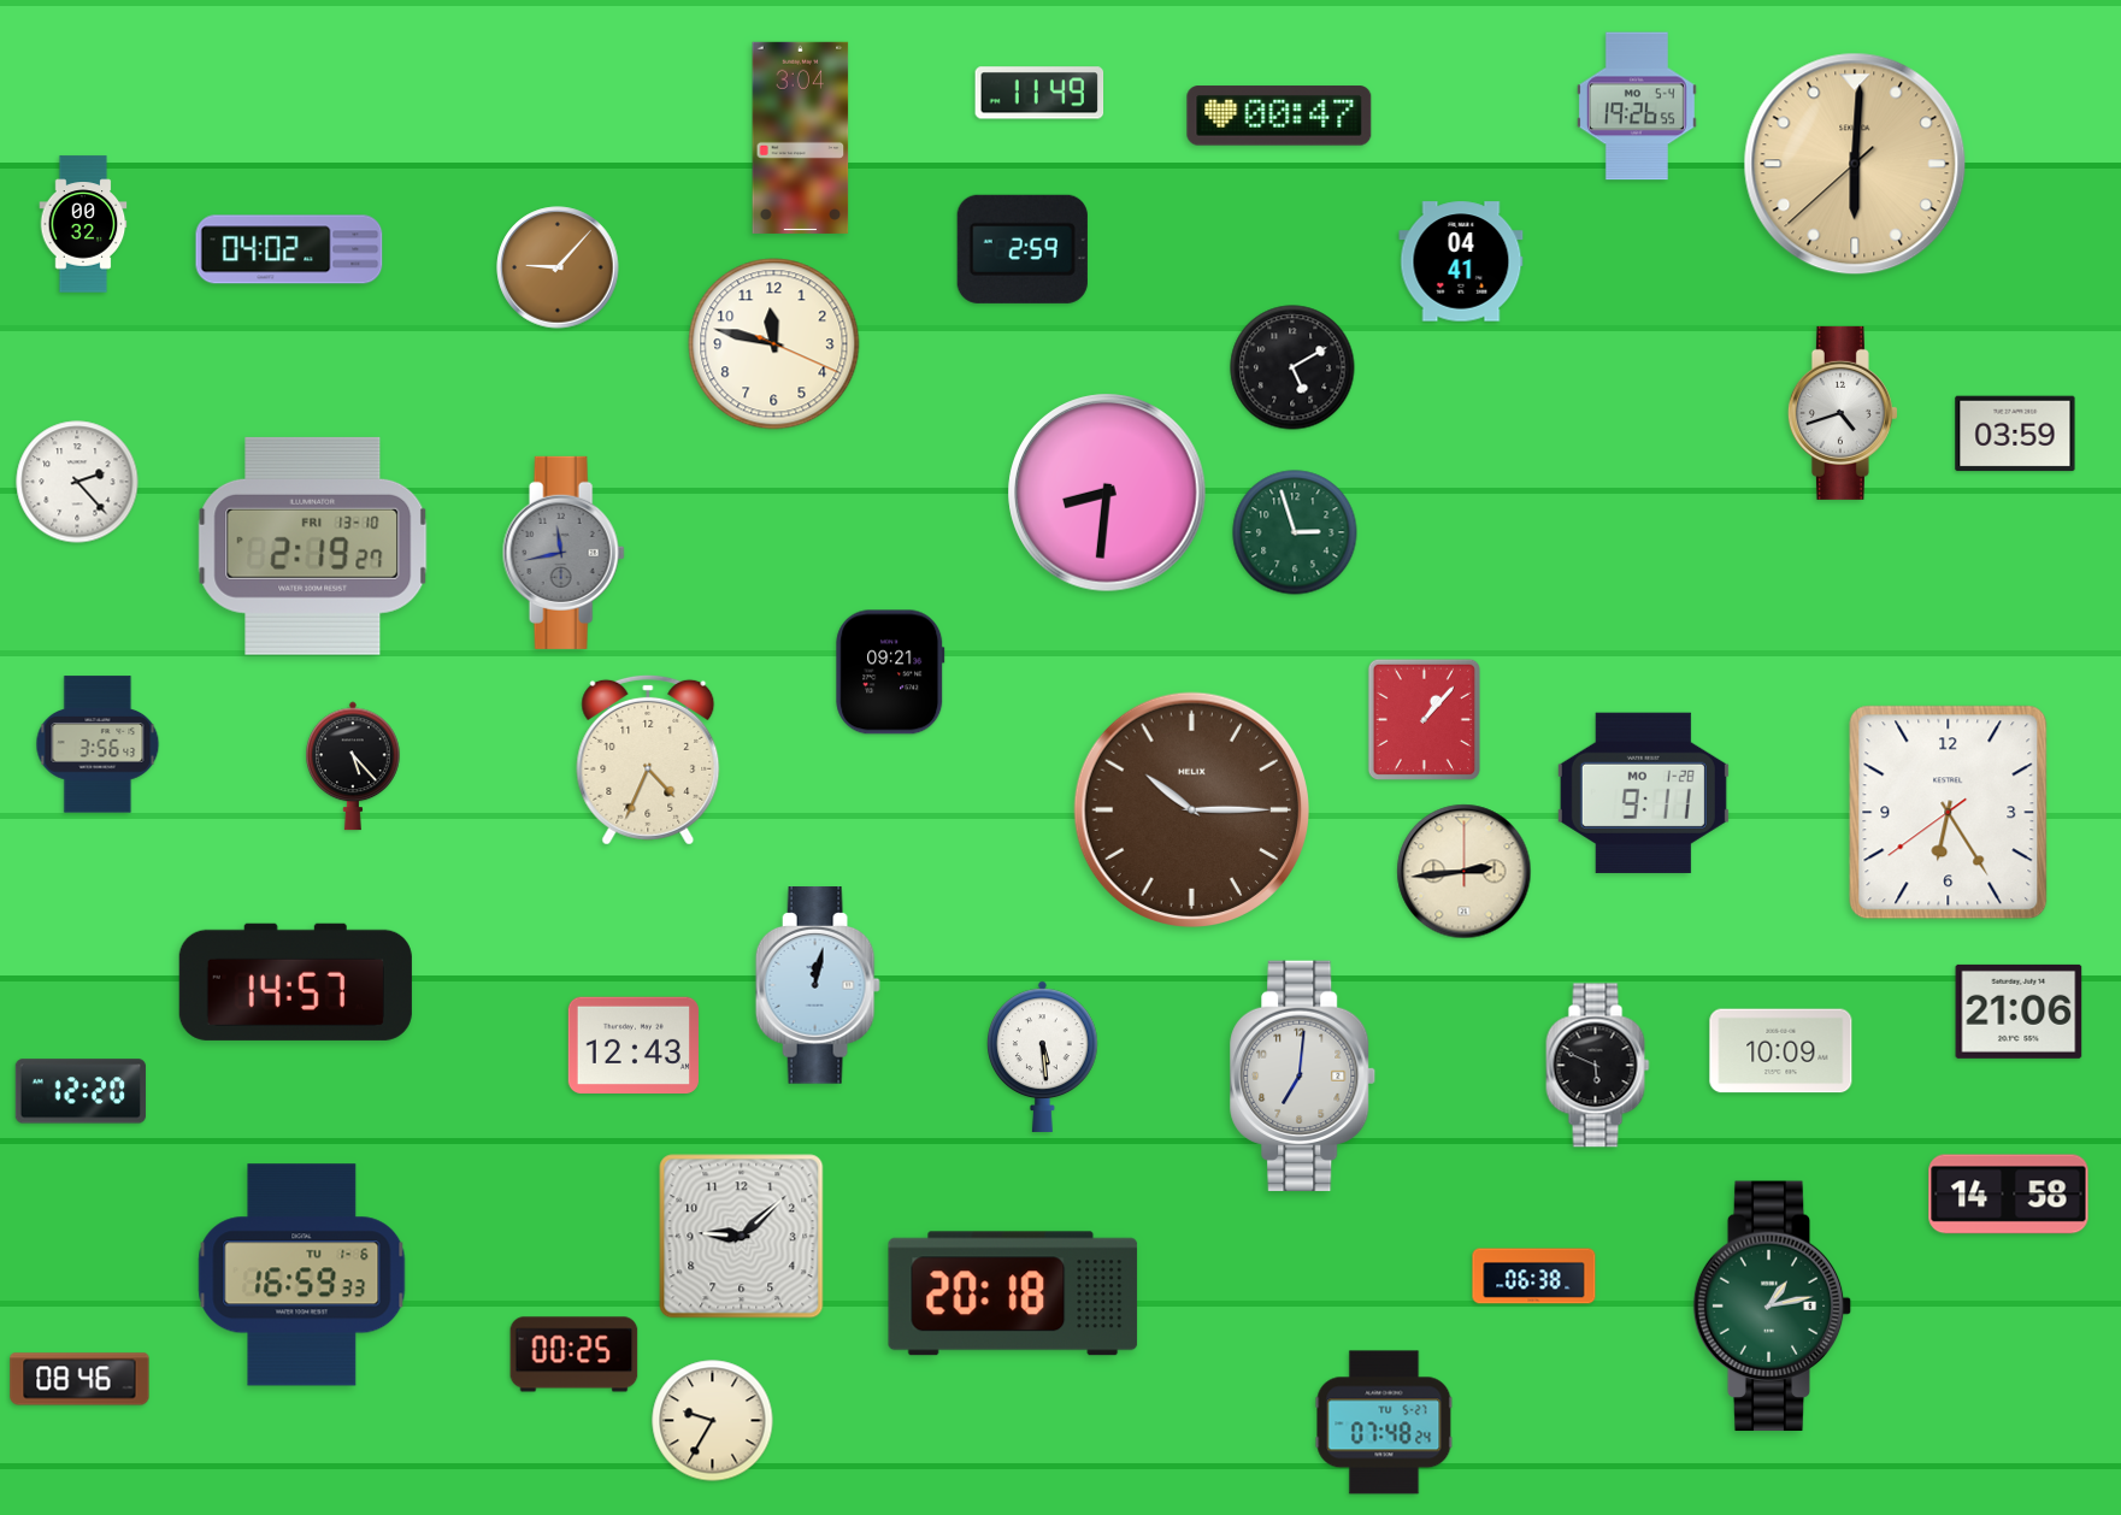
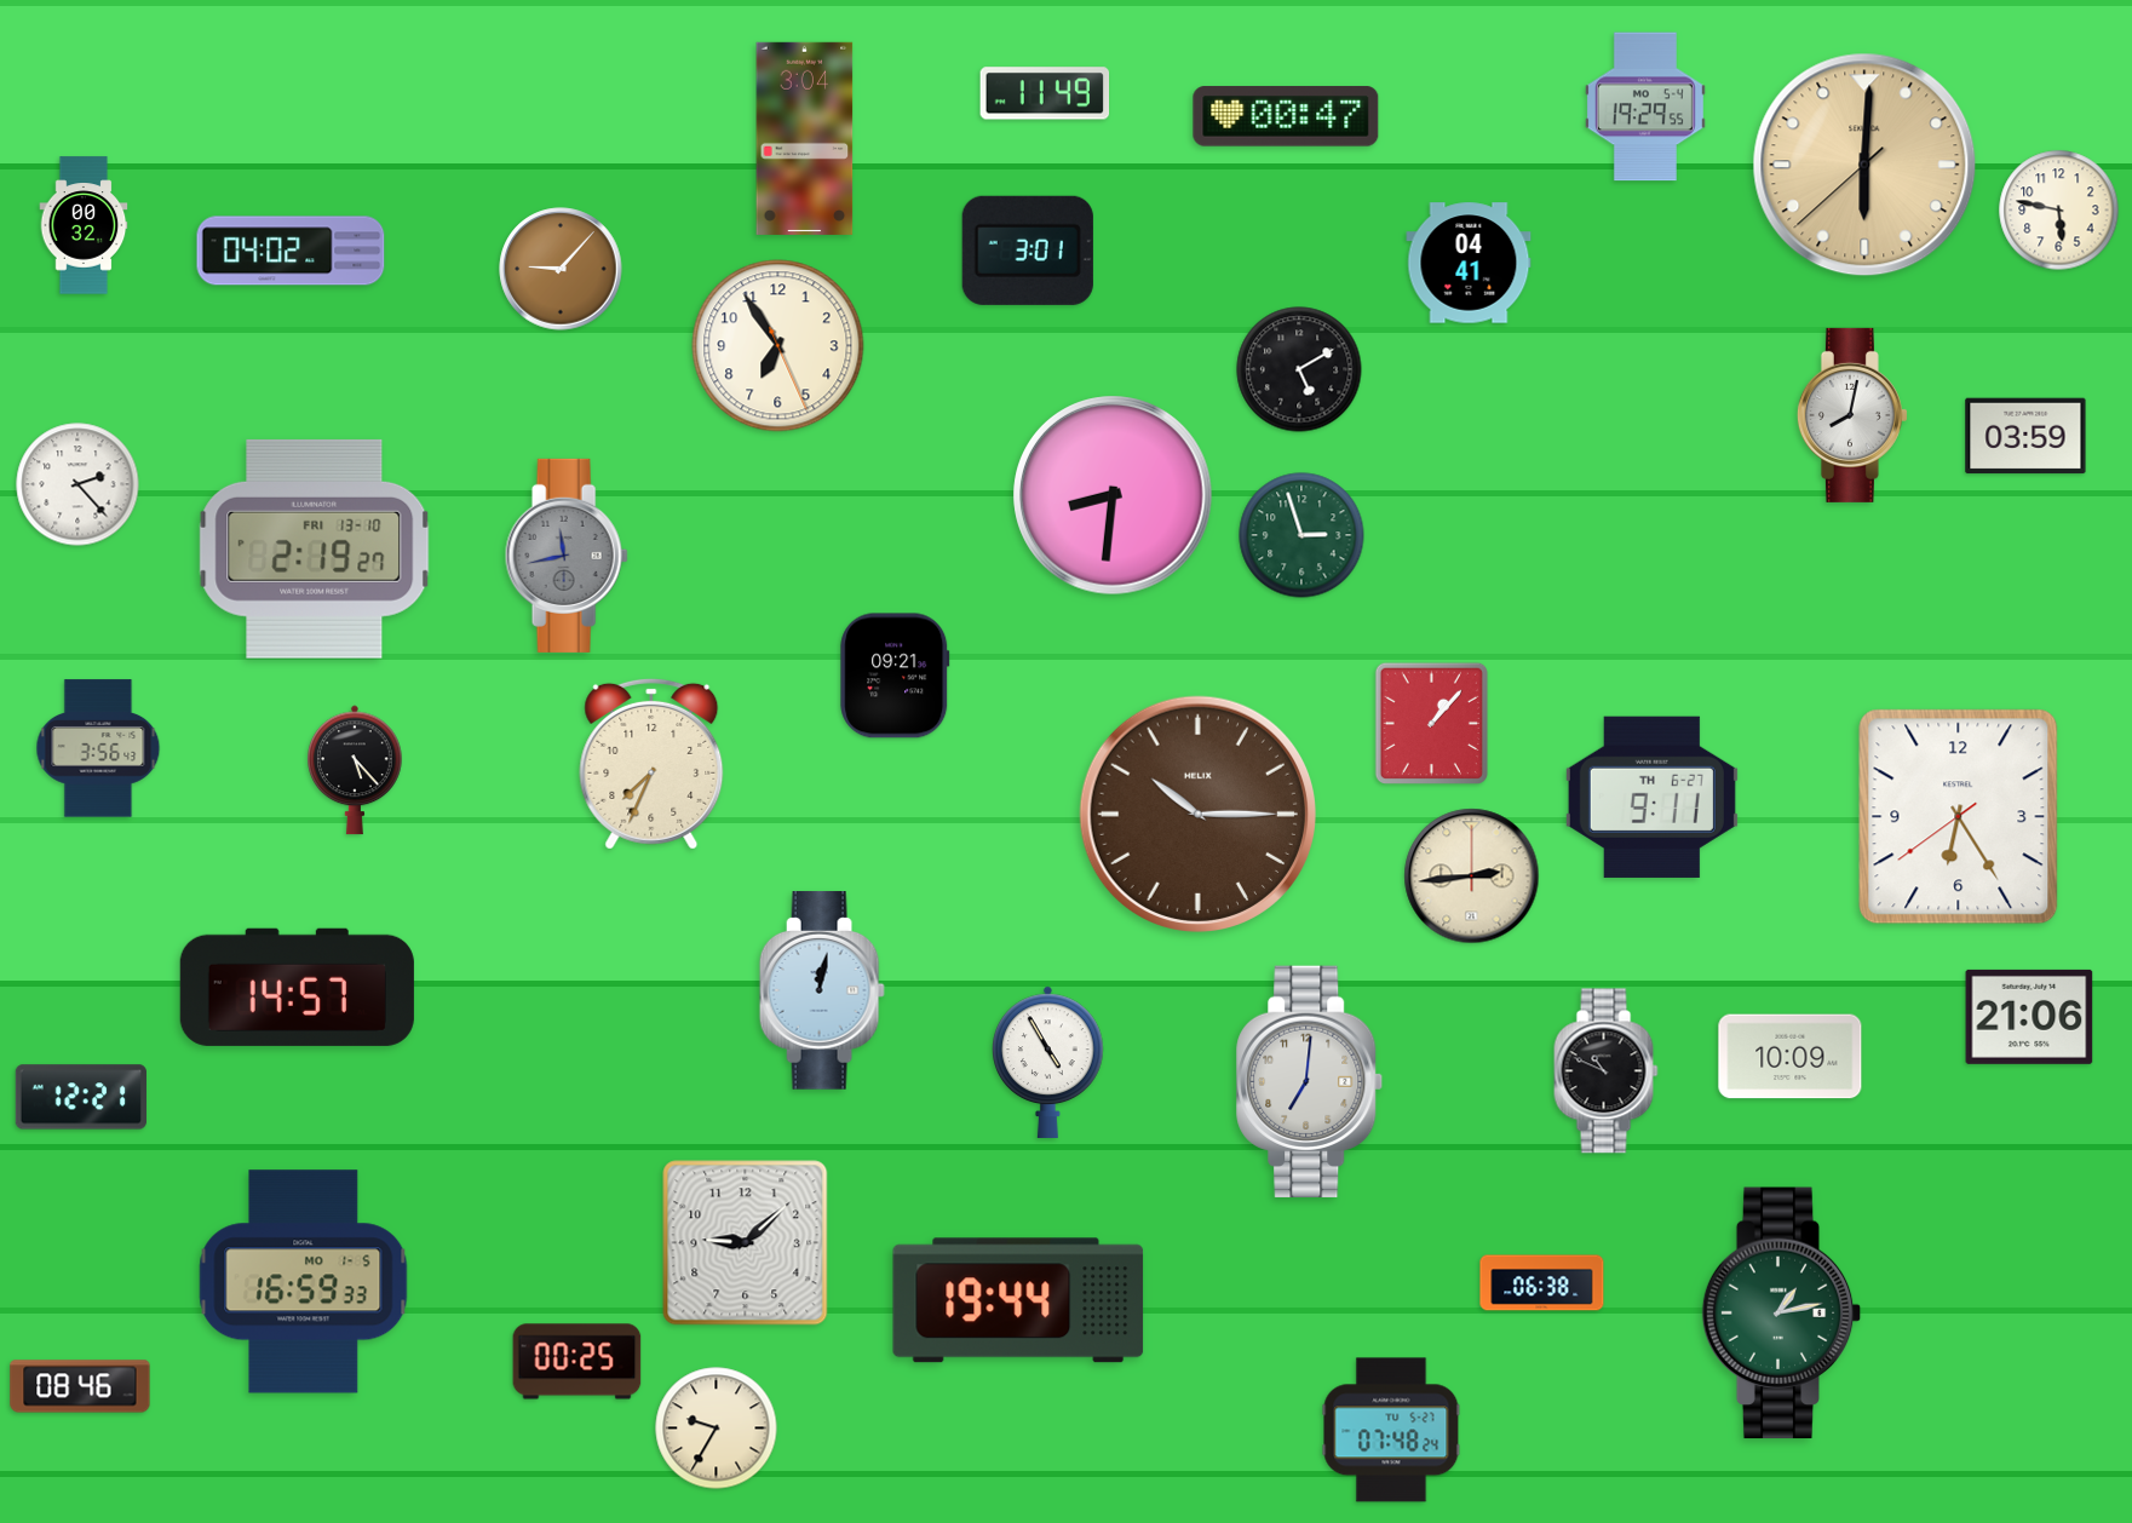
clock at (1637, 106): 19:26 -> 19:29
clock at (2059, 211): none -> 5:47
clock at (1023, 249): 2:59 -> 3:01
clock at (774, 344): 11:47 -> 6:54
clock at (1843, 413): 4:42 -> 8:02
clock at (648, 760): 4:34 -> 7:34
clock at (1643, 792) date: MO 1-28 -> TH 6-27
clock at (634, 1044): 12:43 -> none
clock at (1043, 1056): 5:29 -> 4:55
clock at (1598, 1066): 5:49 -> 10:49
clock at (81, 1091): 12:20 -> 12:21
clock at (2009, 1195): 14:58 -> none
clock at (302, 1275) date: TU 1-6 -> MO 1-5
clock at (1013, 1293): 20:18 -> 19:44
